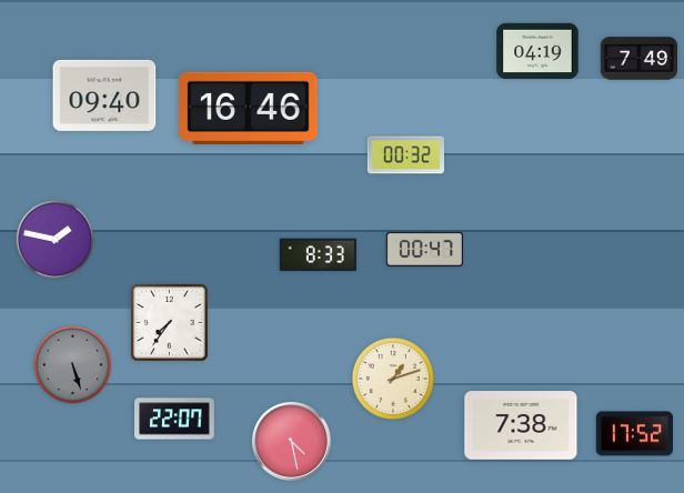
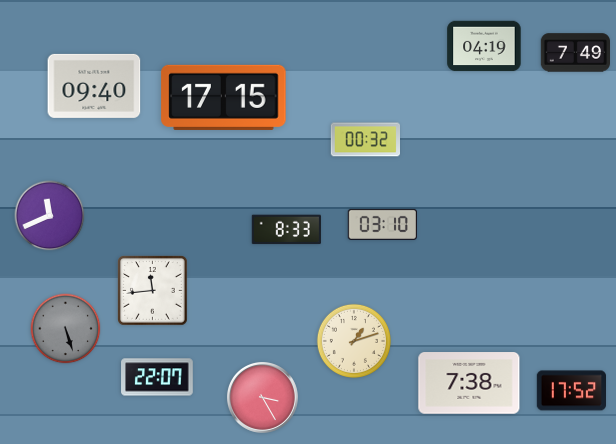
clock at (249, 108): 16:46 -> 17:15
clock at (56, 240): 1:47 -> 11:41
clock at (424, 249): 00:47 -> 03:10
clock at (170, 323): 7:36 -> 11:44
clock at (291, 441): 4:28 -> 3:25
